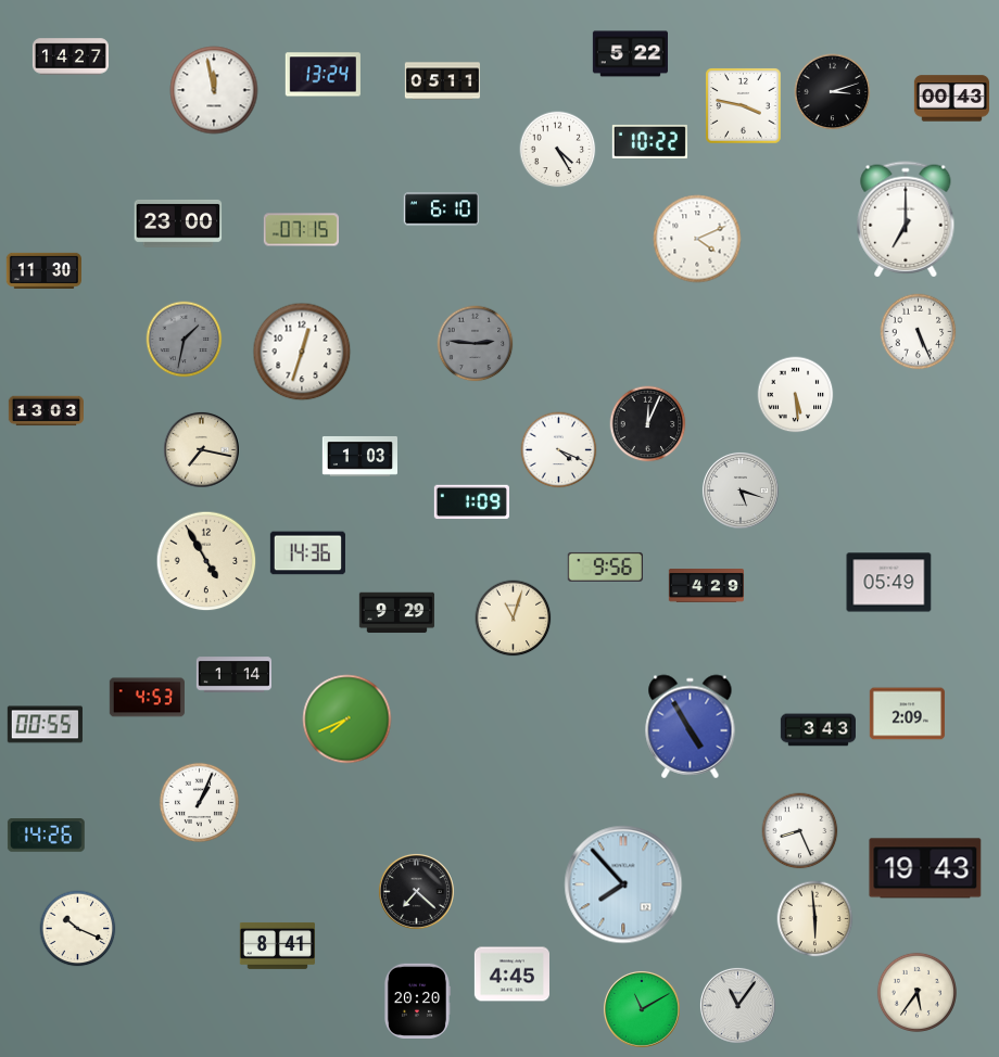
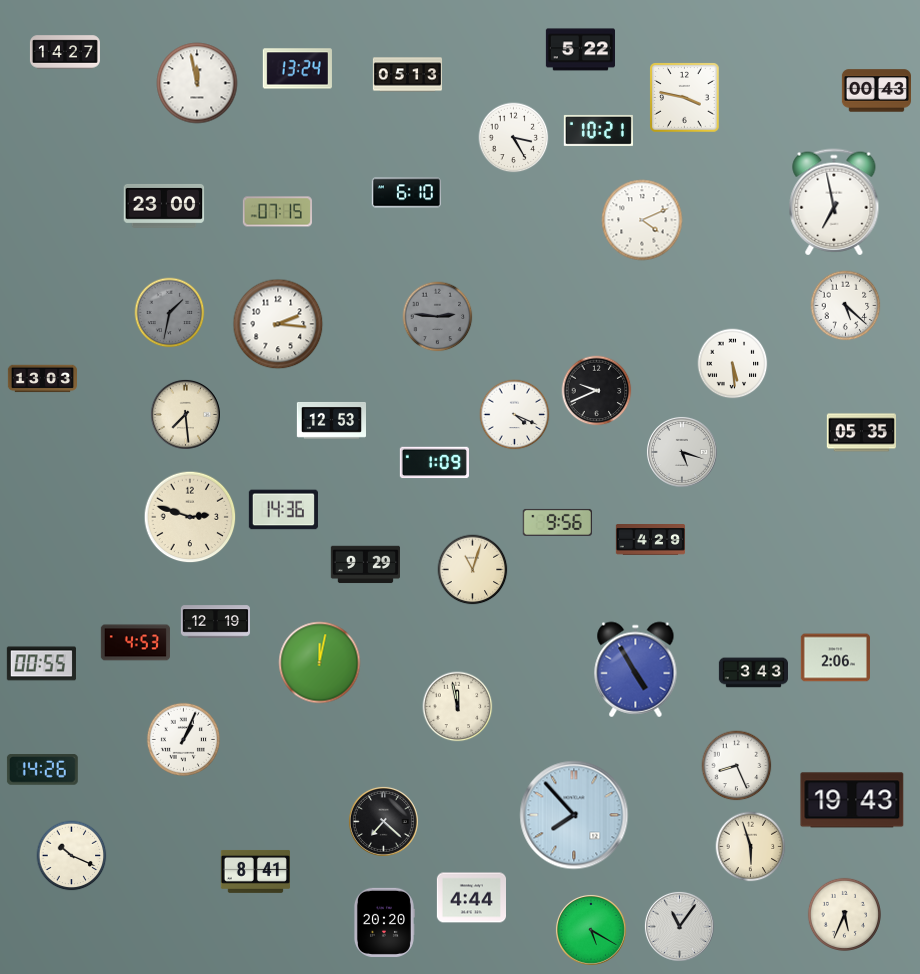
clock at (442, 81): 05:11 -> 05:13
clock at (833, 92): 3:12 -> none
clock at (649, 141): 10:22 -> 10:21
clock at (558, 150): 4:25 -> 3:25
clock at (906, 219): 7:00 -> 6:58
clock at (43, 270): 11:30 -> none
clock at (919, 332): 5:26 -> 5:22
clock at (302, 352): 12:33 -> 2:16
clock at (648, 424): 12:04 -> 9:41
clock at (201, 449): 7:17 -> 7:29
clock at (359, 456): 1:03 -> 12:53
clock at (861, 433): none -> 05:35
clock at (206, 561): 4:55 -> 2:48
clock at (889, 583): 05:49 -> none
clock at (233, 675): 1:14 -> 12:19
clock at (907, 714): 2:09 -> 2:06
clock at (347, 719): 7:41 -> 12:02
clock at (45, 725) position: (45, 725) -> (41, 664)
clock at (458, 707): none -> 11:58
clock at (815, 919): 5:59 -> 5:57
clock at (511, 975): 4:45 -> 4:44
clock at (916, 992): 5:36 -> 5:34
clock at (642, 1009): 11:10 -> 5:20
